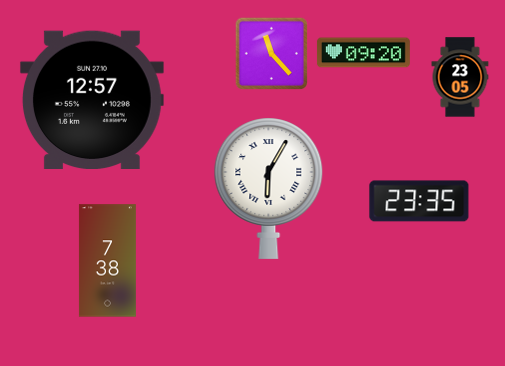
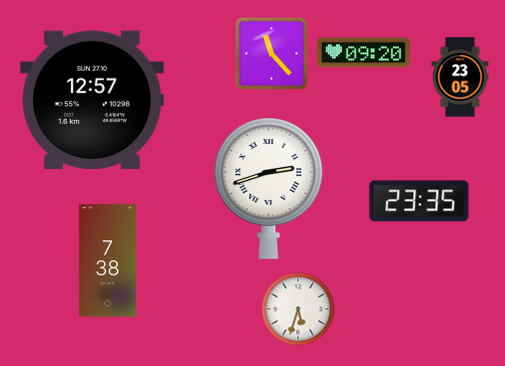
clock at (269, 188): 6:05 -> 2:42
clock at (298, 309): none -> 5:33
